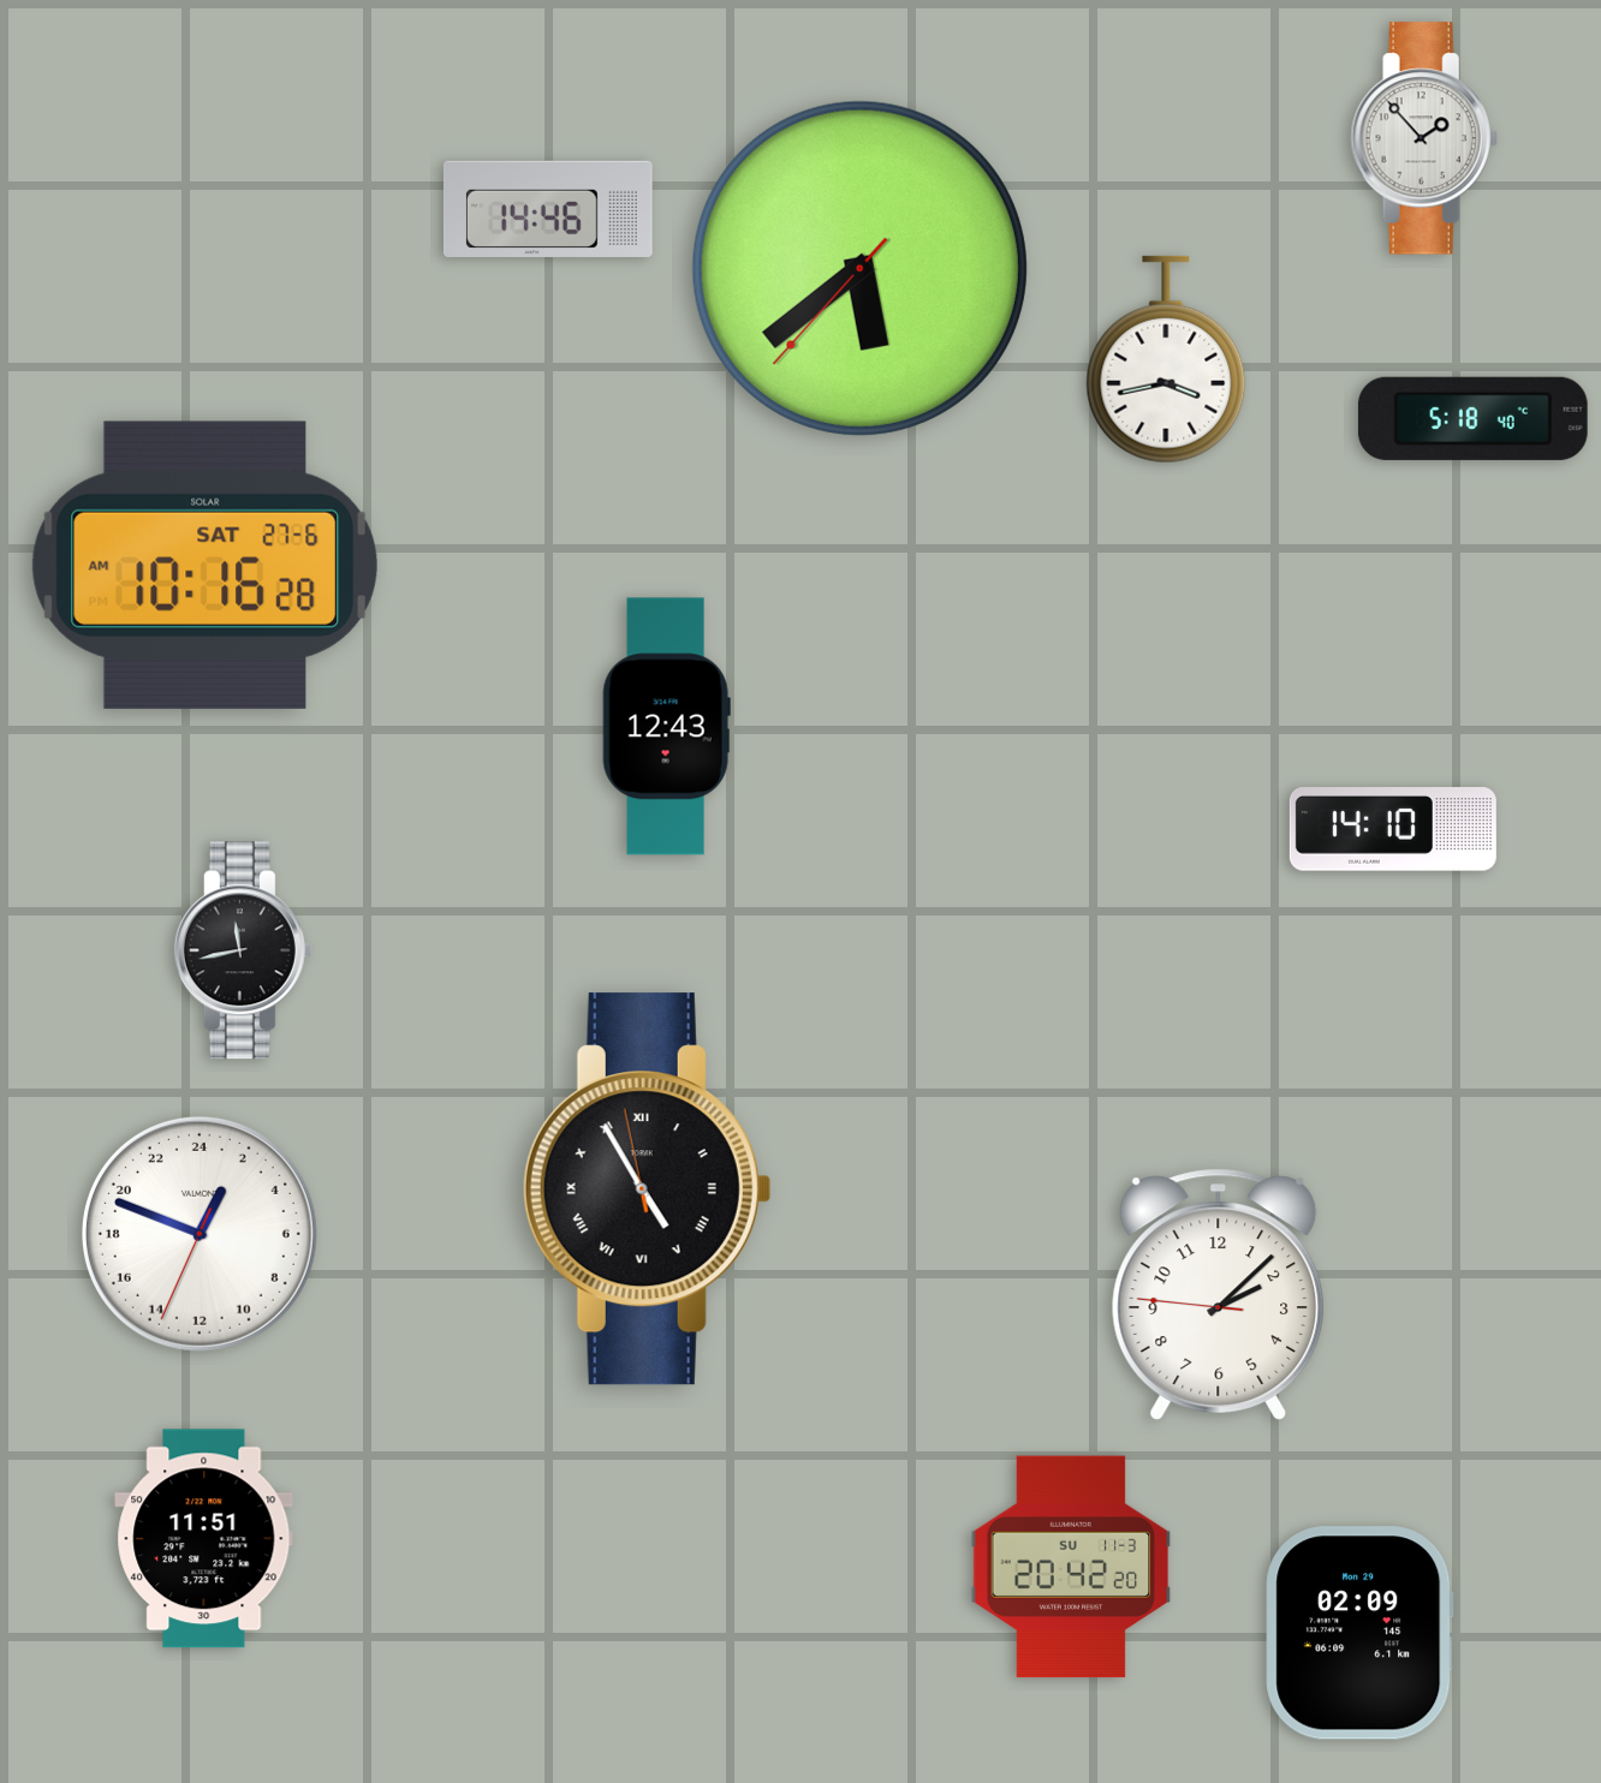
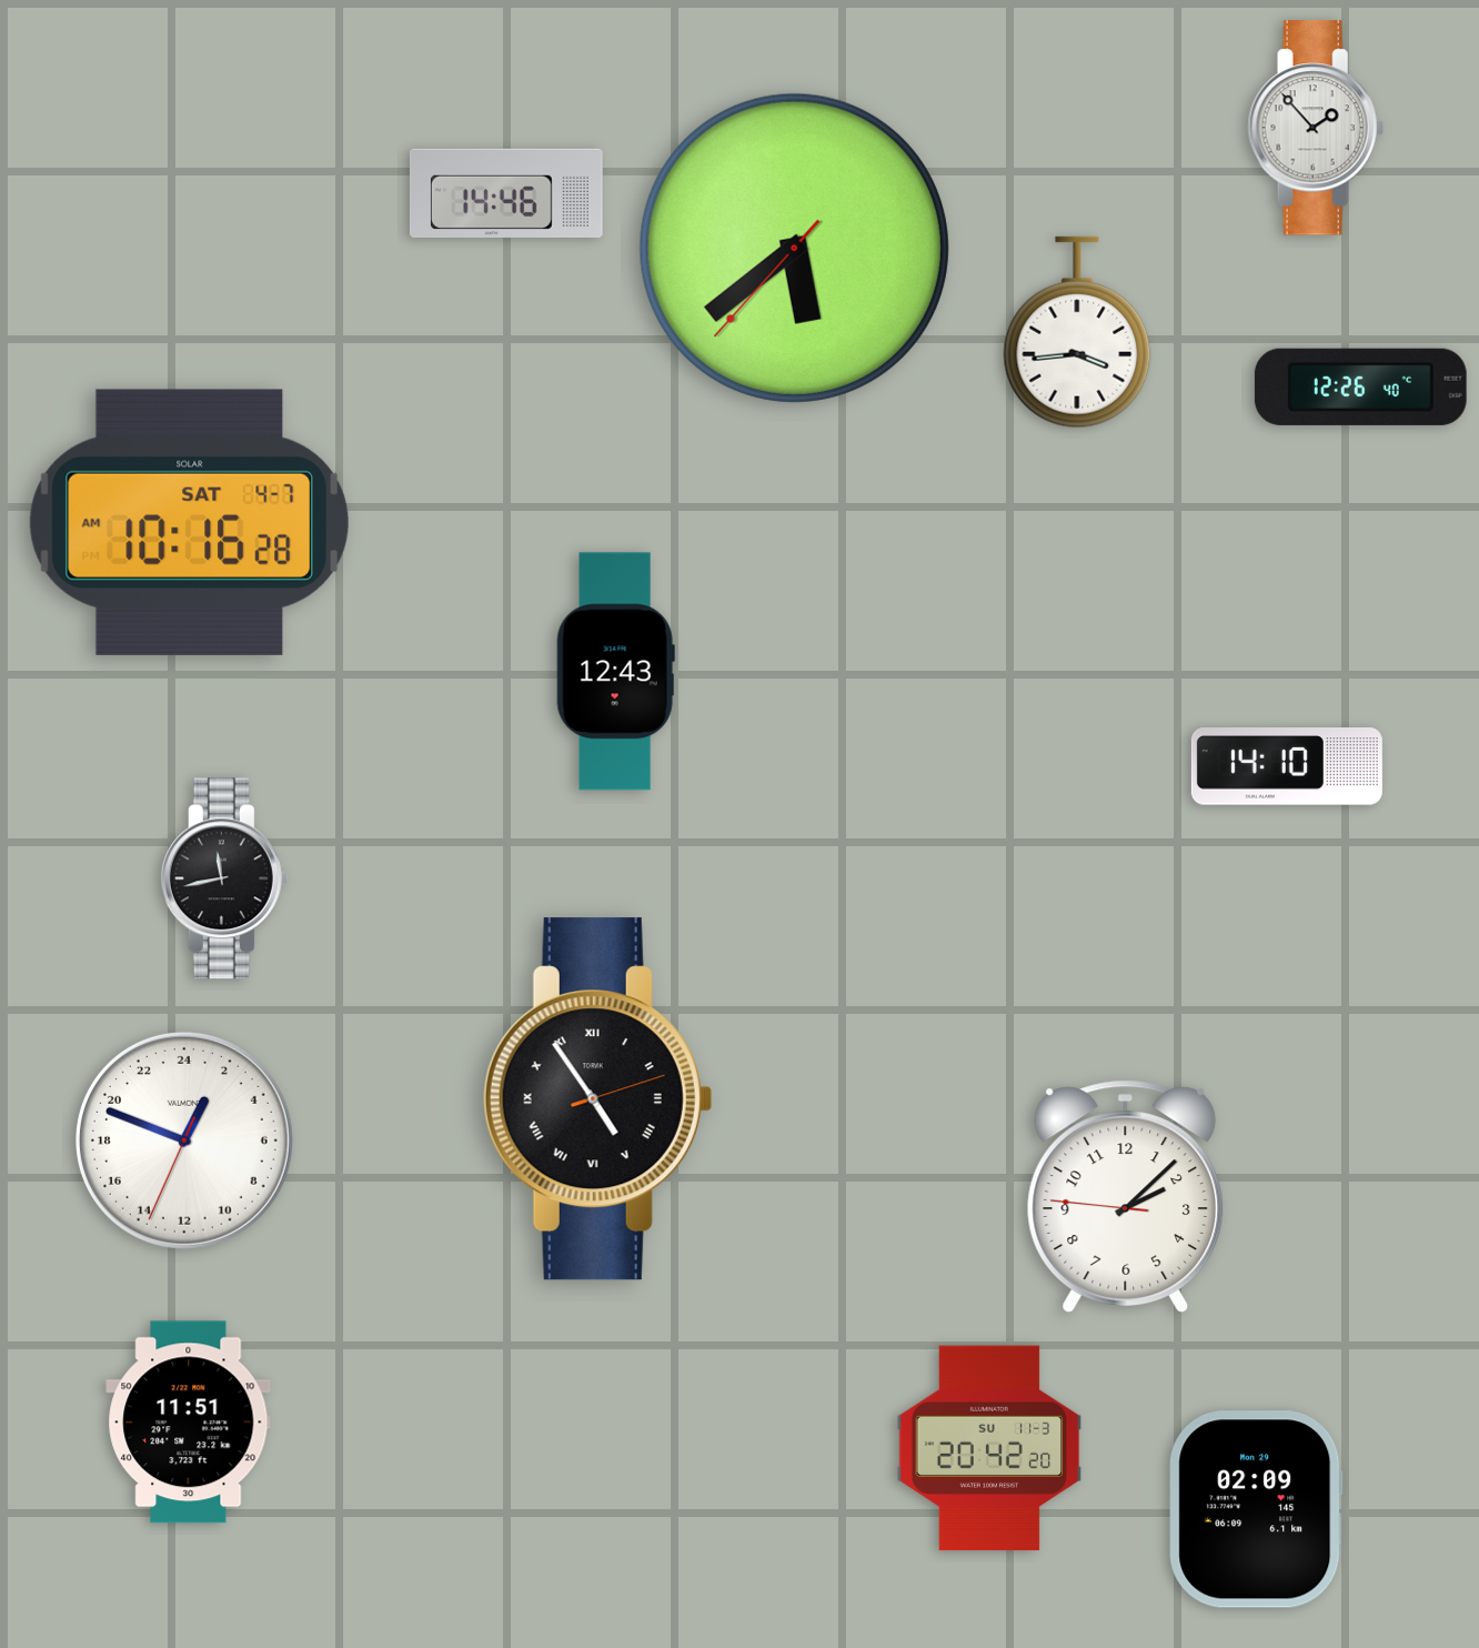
clock at (1166, 359): 3:43 -> 3:44
clock at (1472, 418): 5:18 -> 12:26
clock at (204, 565) date: SAT 27-6 -> SAT 4-7
clock at (647, 1189): 4:54:58 -> 4:54:12
